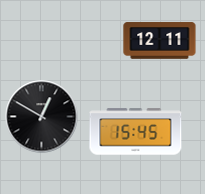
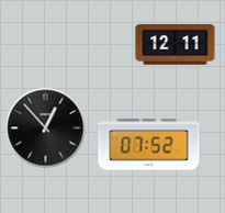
clock at (42, 117): 12:50 -> 12:53
clock at (136, 132): 15:45 -> 07:52
